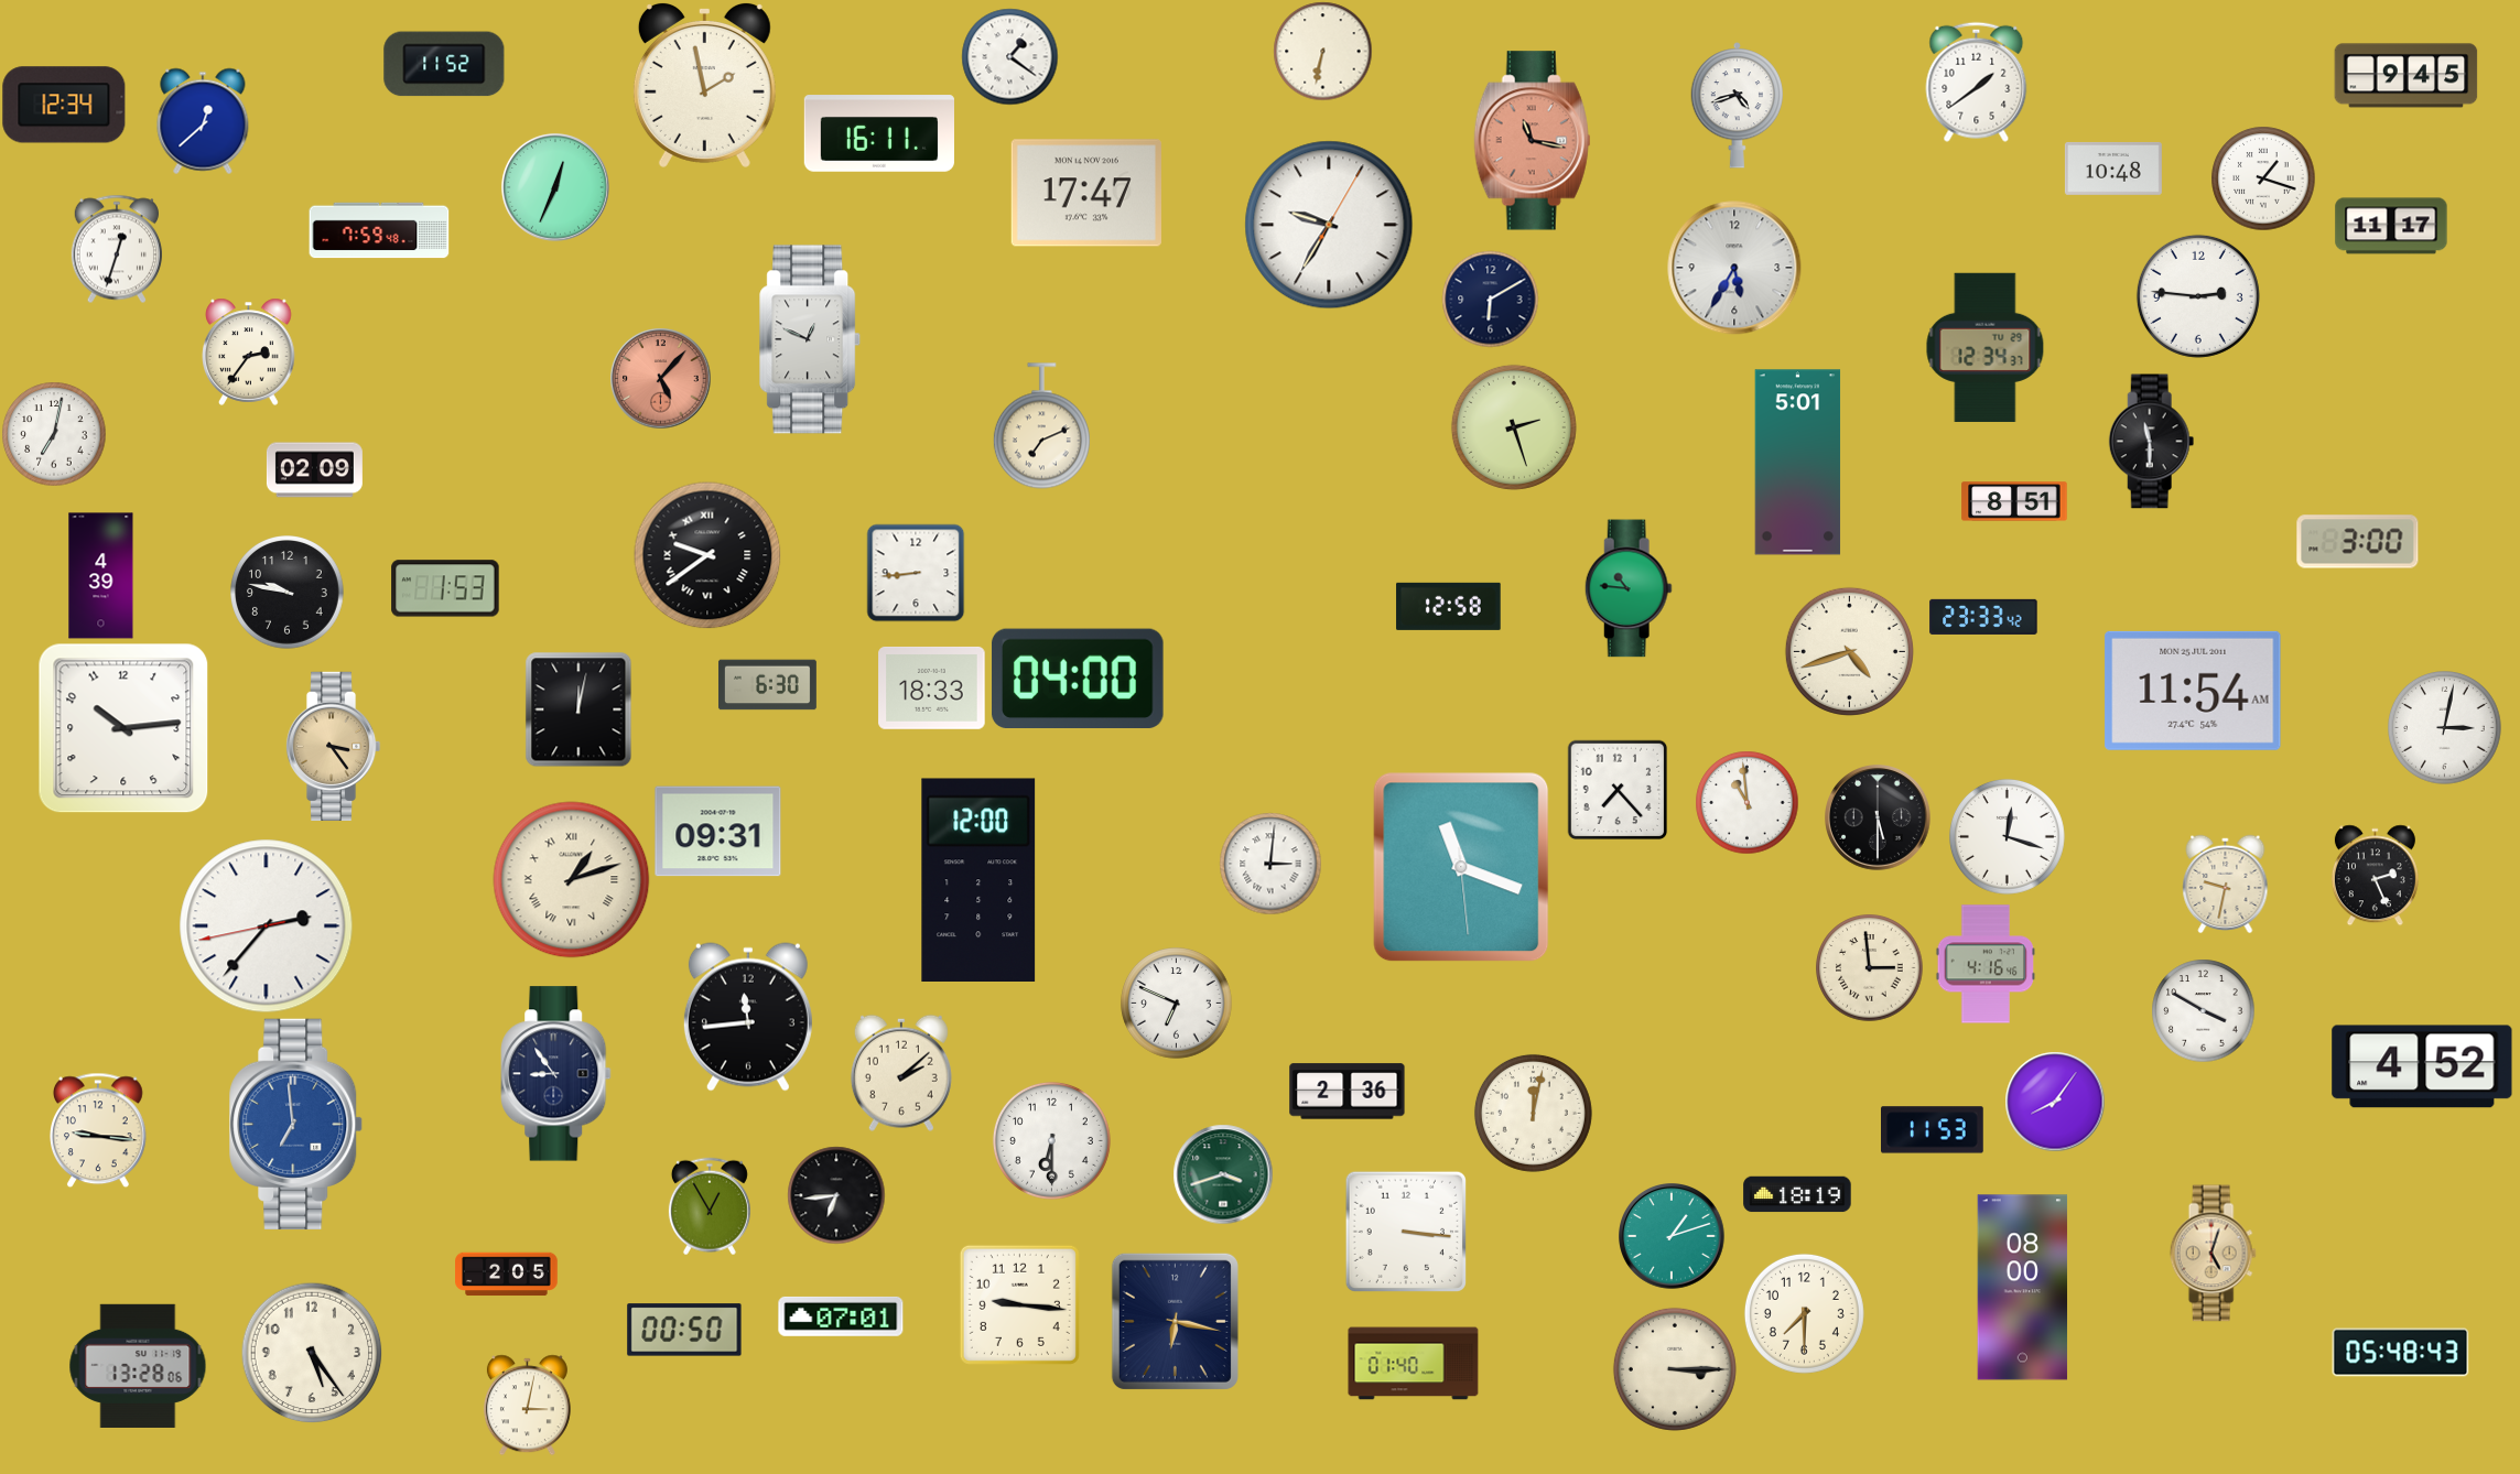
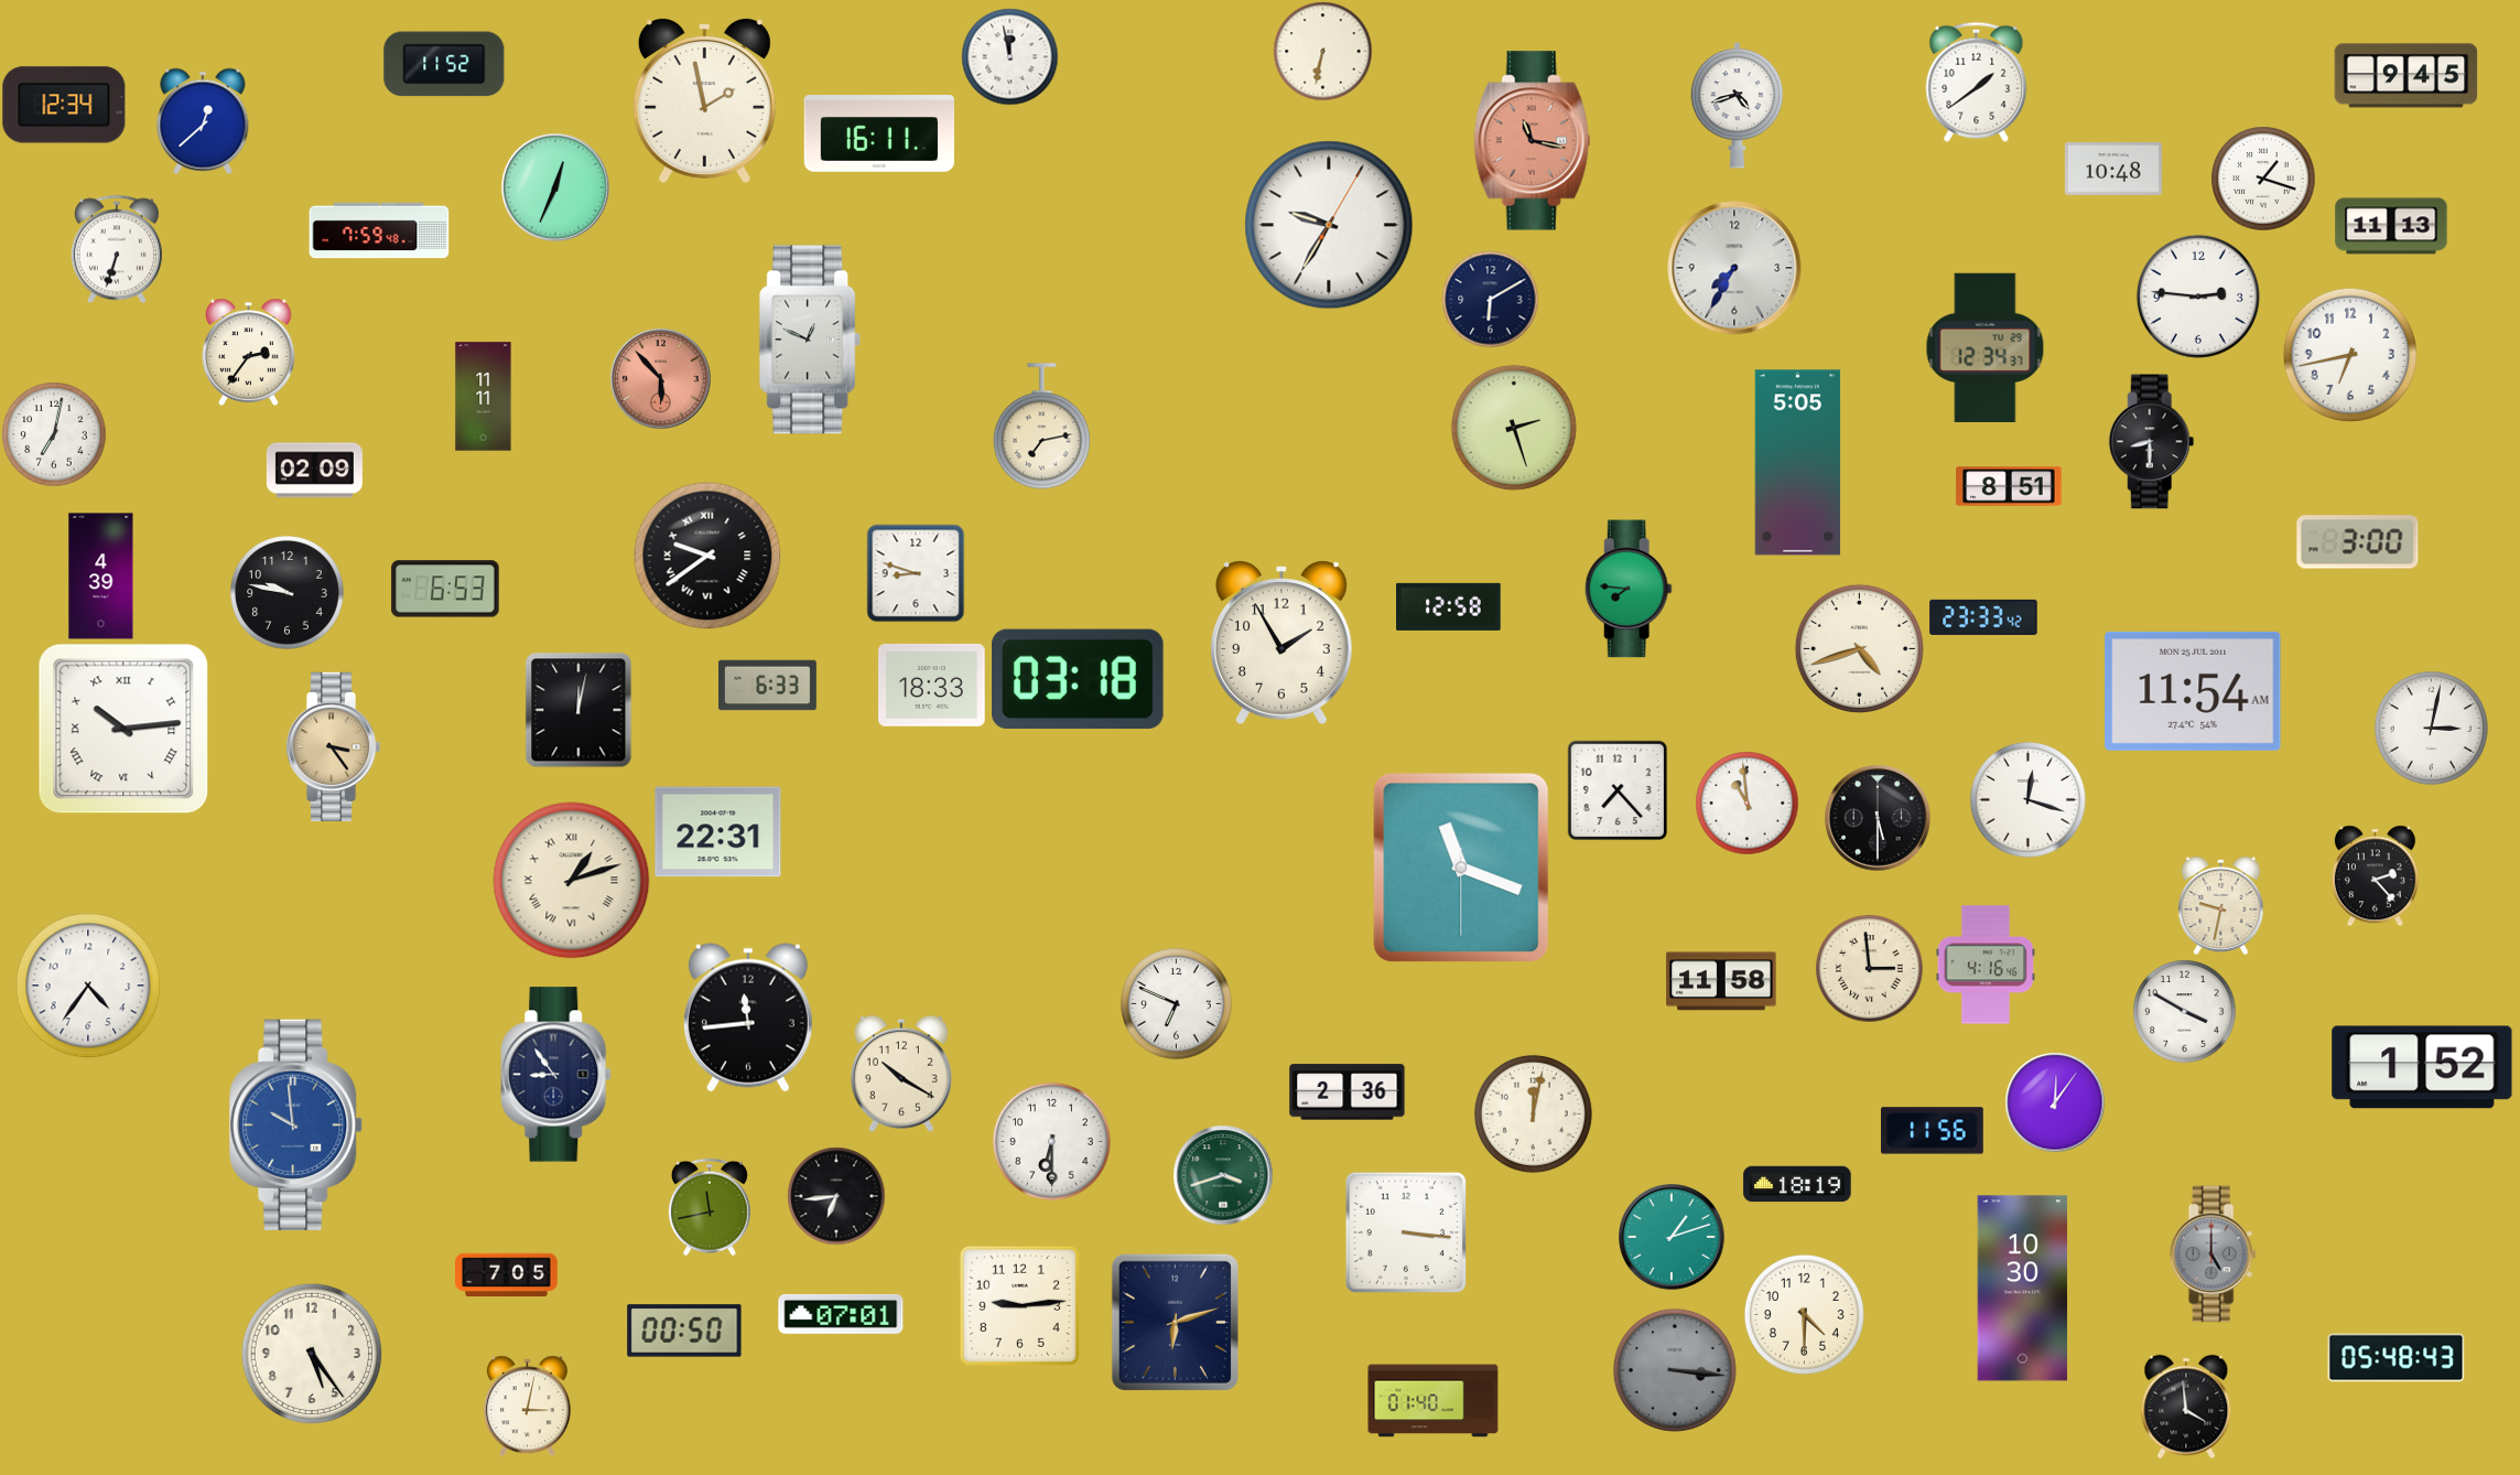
clock at (1009, 56): 1:21 -> 11:58
clock at (704, 85) position: (704, 85) -> (704, 100)
clock at (1086, 193): 17:47 -> none
clock at (2391, 226): 11:17 -> 11:13
clock at (117, 249): 12:33 -> 6:33
clock at (1734, 268): 5:35 -> 7:35
clock at (2349, 354): none -> 6:43
clock at (660, 378): 5:07 -> 5:53
clock at (484, 397): none -> 11:11
clock at (1041, 426): 7:11 -> 7:13
clock at (2152, 442): 11:30 -> 8:30
clock at (1798, 463): 5:01 -> 5:05
clock at (2014, 501) position: (2014, 501) -> (2009, 486)
clock at (916, 573): 8:44 -> 8:48
clock at (445, 588): 1:53 -> 6:53
clock at (1629, 588): 10:46 -> 7:46
clock at (1281, 643): none -> 1:55
clock at (1849, 651) position: (1849, 651) -> (1859, 648)
clock at (1078, 679): 04:00 -> 03:18
clock at (767, 685): 6:30 -> 6:33
clock at (932, 687) position: (932, 687) -> (932, 685)
clock at (123, 728) numerals: Arabic -> Roman
clock at (2445, 728) position: (2445, 728) -> (2432, 729)
clock at (718, 832): 09:31 -> 22:31
clock at (2007, 836) position: (2007, 836) -> (2027, 799)
clock at (1270, 864): 3:01 -> none
clock at (1461, 867): 11:18:29 -> 11:18:30
clock at (2375, 875): 2:26 -> 2:23
clock at (978, 879): 12:00 -> none
clock at (2226, 884) position: (2226, 884) -> (2221, 905)
clock at (267, 926): 2:36 -> none
clock at (1721, 981): none -> 11:58
clock at (88, 986): none -> 4:36
clock at (2203, 1010) position: (2203, 1010) -> (2184, 1011)
clock at (2422, 1066): 4:52 -> 1:52
clock at (901, 1073): 2:08 -> 10:20
clock at (2055, 1102): 8:06 -> 12:06
clock at (296, 1124): 6:59 -> 9:59
clock at (99, 1130): 9:16 -> none
clock at (1933, 1130): 11:53 -> 11:56
clock at (1797, 1194) position: (1797, 1194) -> (1797, 1184)
clock at (710, 1206): 12:55 -> 11:43
clock at (2213, 1254): 5:03 -> 5:00
clock at (2213, 1254) dial: champagne -> grey
clock at (507, 1275): 2:05 -> 7:05
clock at (2023, 1288): 08:00 -> 10:30
clock at (1019, 1304): 9:16 -> 9:14
clock at (1804, 1313): 7:30 -> 4:30
clock at (841, 1316) position: (841, 1316) -> (841, 1314)
clock at (1175, 1321): 6:17 -> 6:12
clock at (2401, 1353) position: (2401, 1353) -> (2397, 1358)
clock at (1414, 1364) position: (1414, 1364) -> (1434, 1401)
clock at (138, 1366): 13:28 -> none
clock at (1675, 1369): 3:15 -> 3:16
clock at (1675, 1369) dial: cream -> grey
clock at (2186, 1407): none -> 3:59
